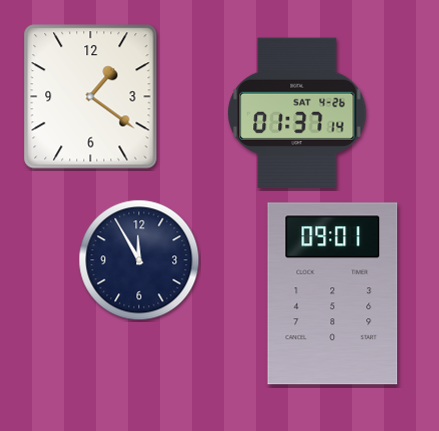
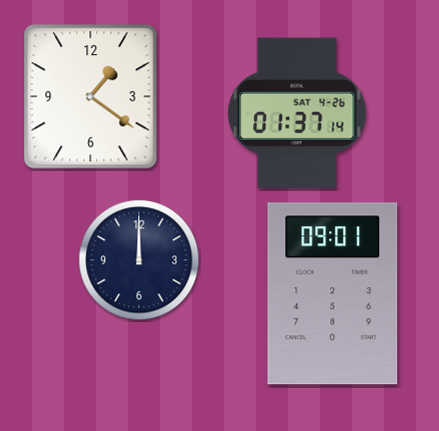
clock at (139, 260): 11:55 -> 12:00
